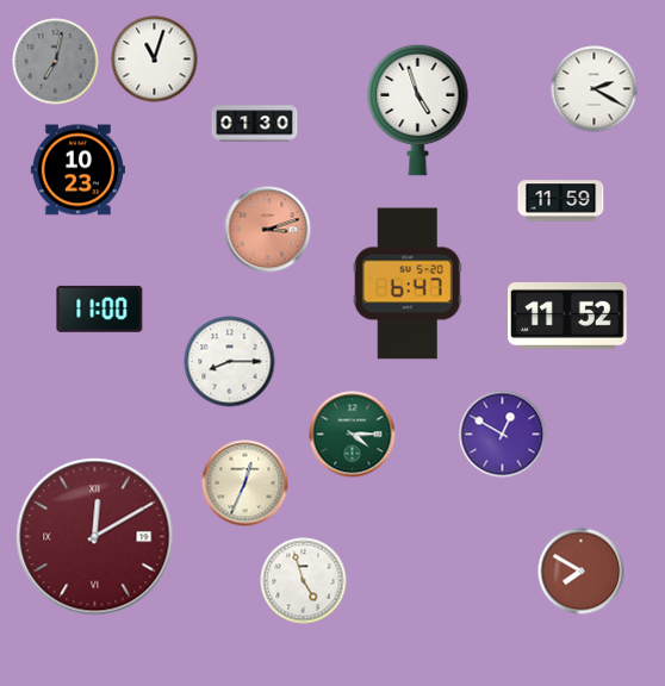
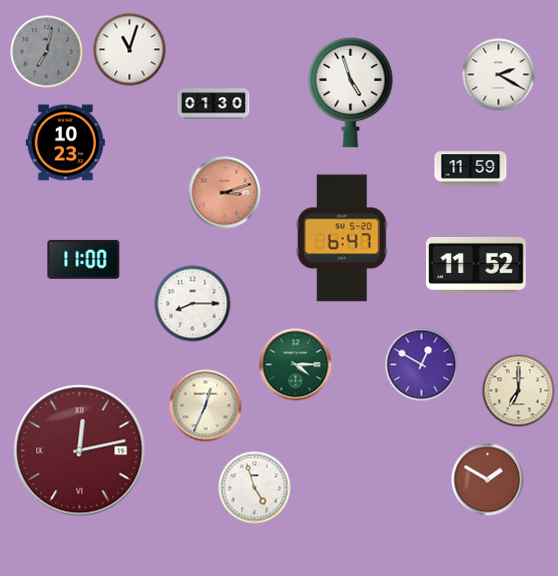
clock at (519, 391): none -> 7:00
clock at (95, 537): 12:10 -> 12:13
clock at (582, 572): 7:50 -> 1:50
